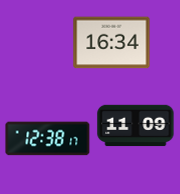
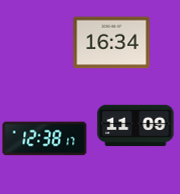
clock at (48, 139) position: (48, 139) -> (45, 139)
